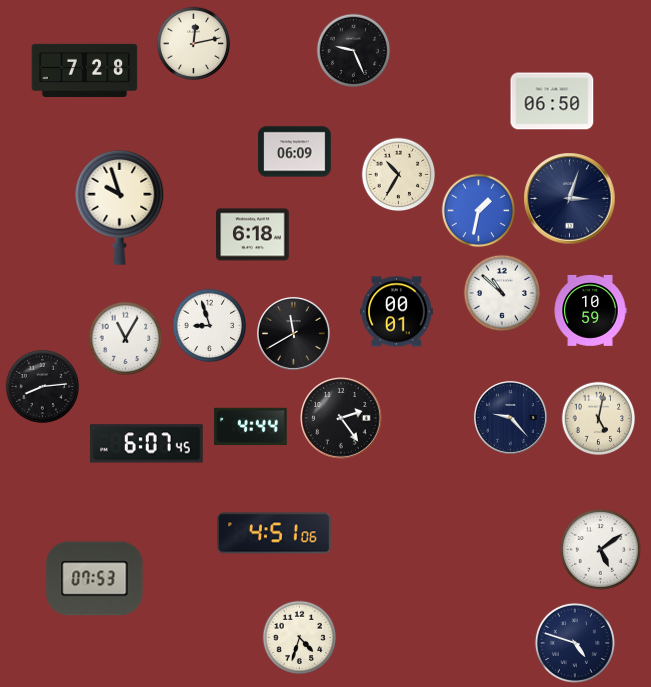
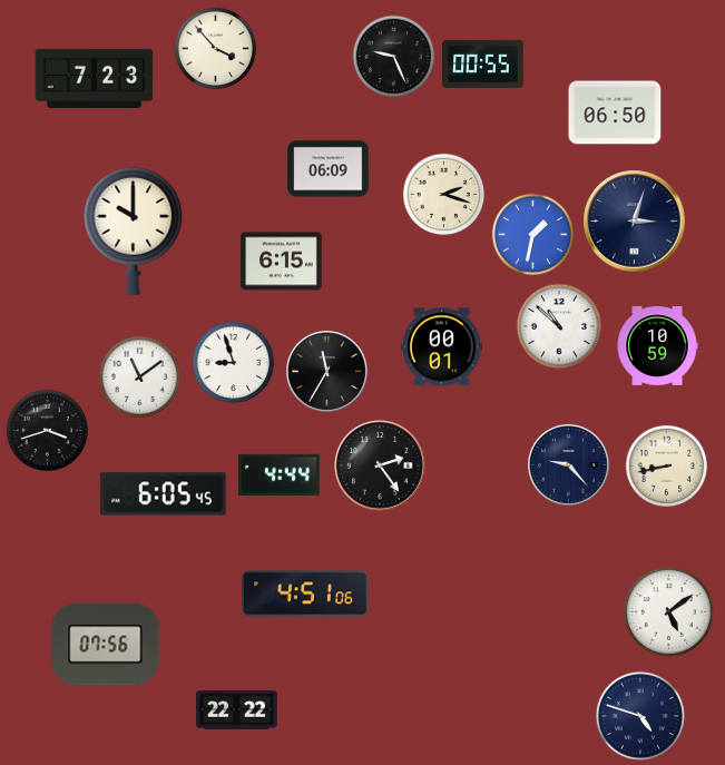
clock at (194, 44): 12:13 -> 3:53
clock at (483, 63): none -> 00:55
clock at (85, 70): 7:28 -> 7:23
clock at (399, 175): 10:35 -> 2:18
clock at (120, 207): 9:57 -> 10:00
clock at (253, 235): 6:18 -> 6:15
clock at (293, 333): 11:40 -> 11:35
clock at (126, 339): 11:05 -> 11:09
clock at (43, 387): 8:14 -> 3:42
clock at (599, 419): 5:02 -> 8:43
clock at (147, 444): 6:07 -> 6:05
clock at (95, 579): 07:53 -> 07:56
clock at (237, 710): none -> 22:22
clock at (300, 638): 4:33 -> none
